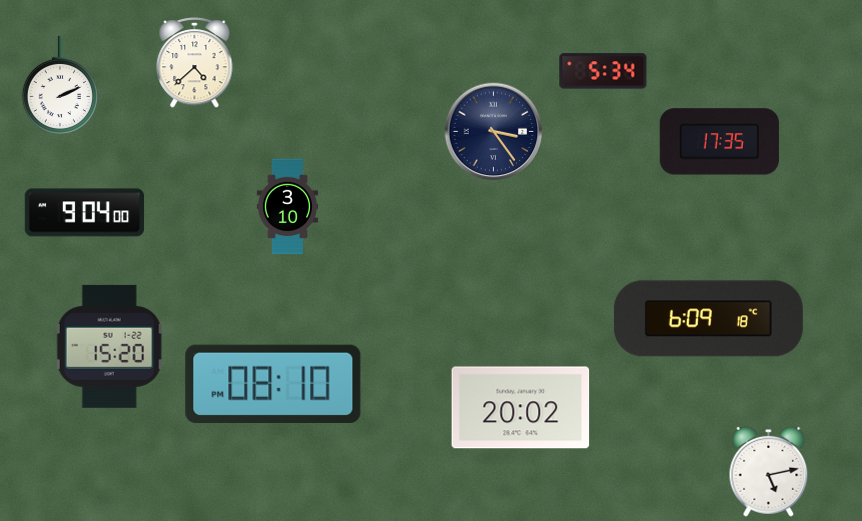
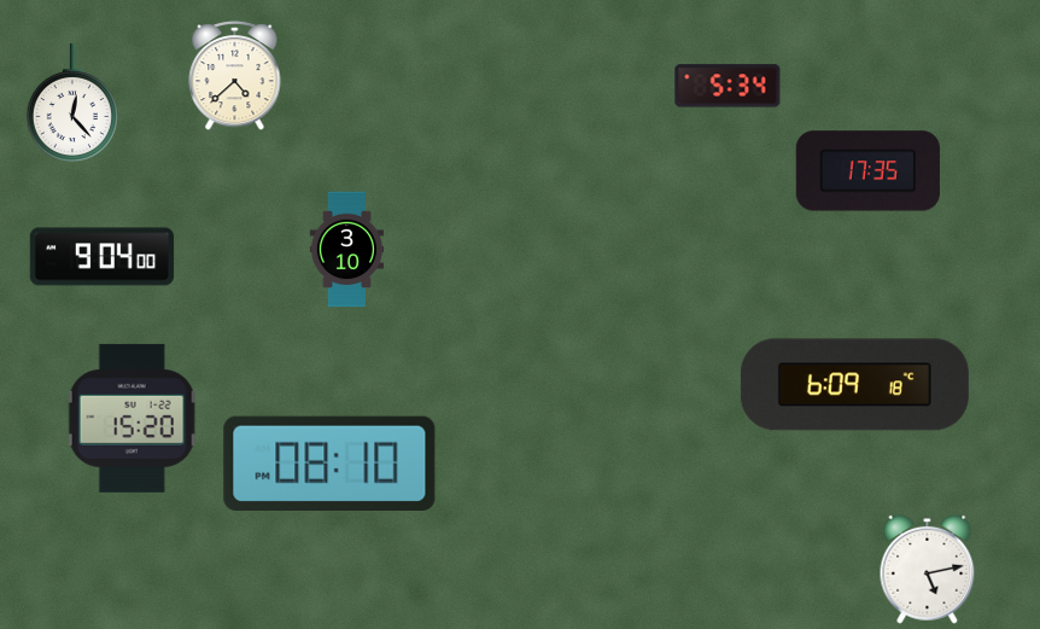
clock at (60, 85): 2:11 -> 12:23
clock at (494, 132): 3:24 -> none
clock at (521, 408): 20:02 -> none
